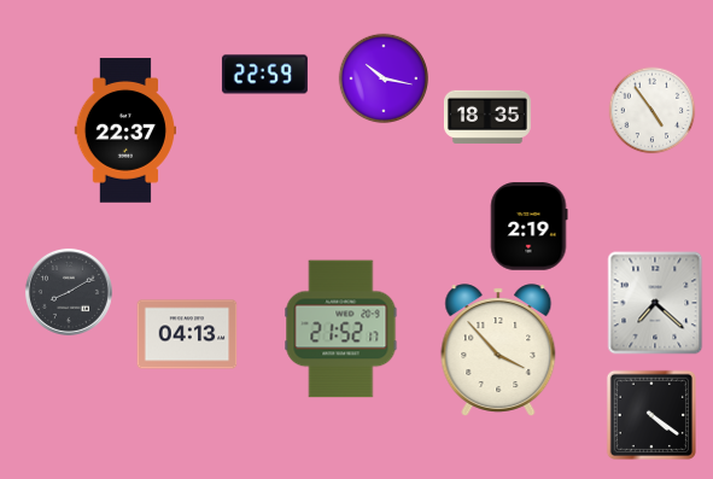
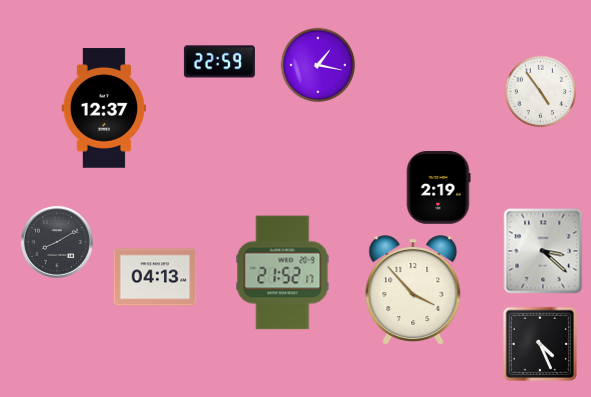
clock at (384, 78): 10:17 -> 1:17
clock at (487, 117): 18:35 -> none
clock at (124, 130): 22:37 -> 12:37
clock at (655, 303): 7:22 -> 3:22
clock at (651, 415): 4:21 -> 4:26
